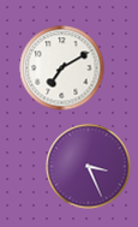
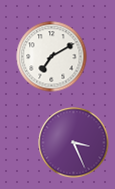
clock at (89, 167) position: (89, 167) -> (74, 143)
